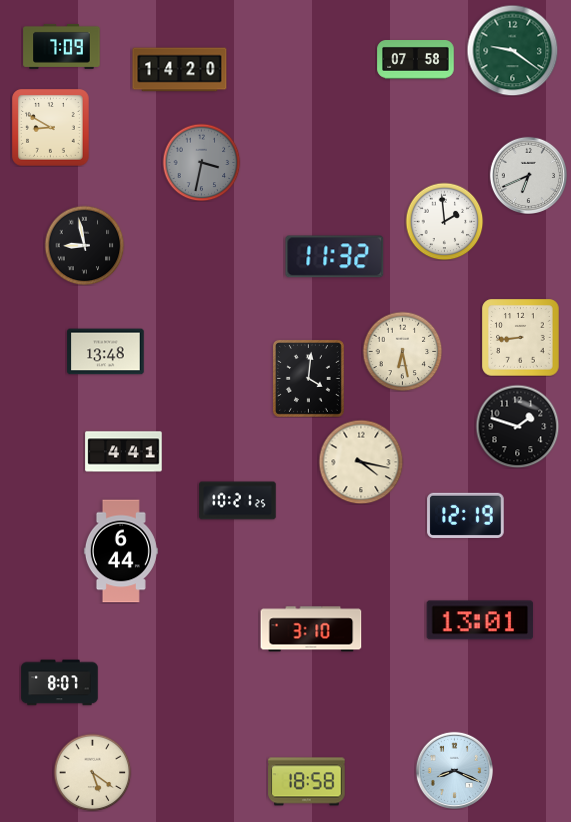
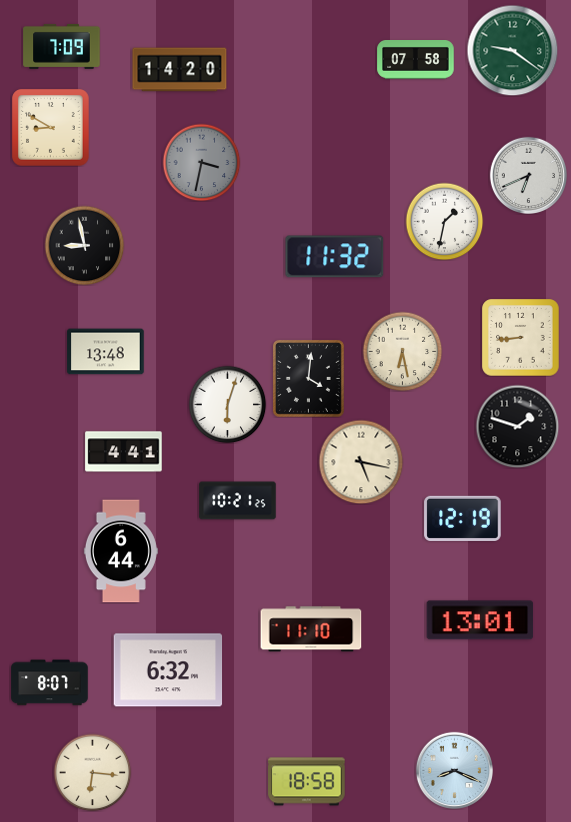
clock at (444, 221): 1:59 -> 1:32
clock at (227, 404): none -> 6:03
clock at (361, 462): 4:17 -> 5:17
clock at (466, 515) position: (466, 515) -> (463, 518)
clock at (311, 629): 3:10 -> 11:10
clock at (168, 670): none -> 6:32
clock at (60, 683) position: (60, 683) -> (50, 683)
clock at (92, 772): 5:21 -> 6:16
